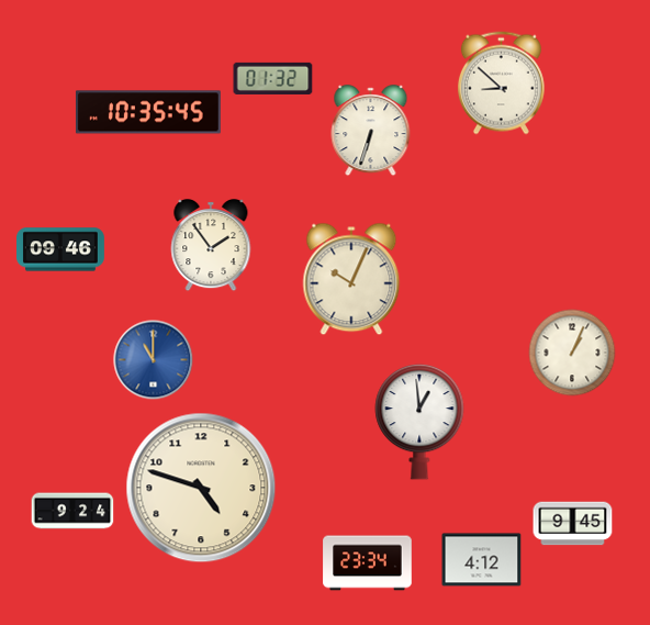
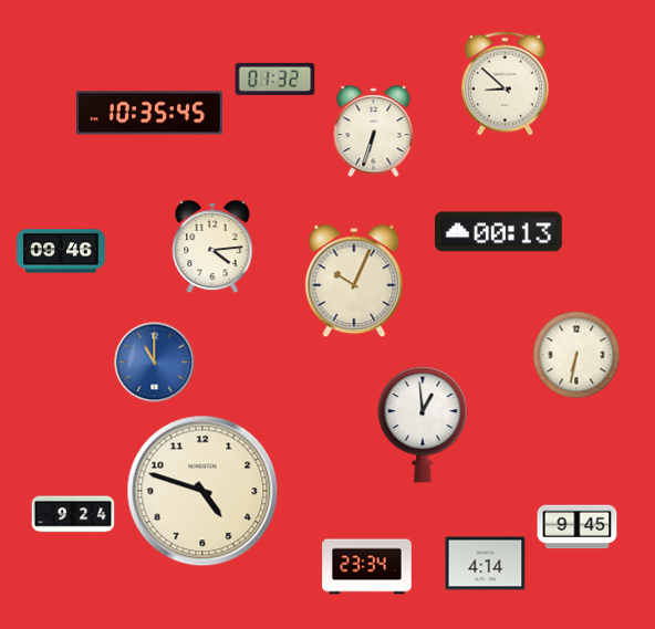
clock at (498, 232): none -> 00:13
clock at (211, 246): 1:54 -> 4:14
clock at (572, 353): 1:04 -> 6:32
clock at (482, 560): 4:12 -> 4:14
clock at (368, 563) position: (368, 563) -> (367, 567)
